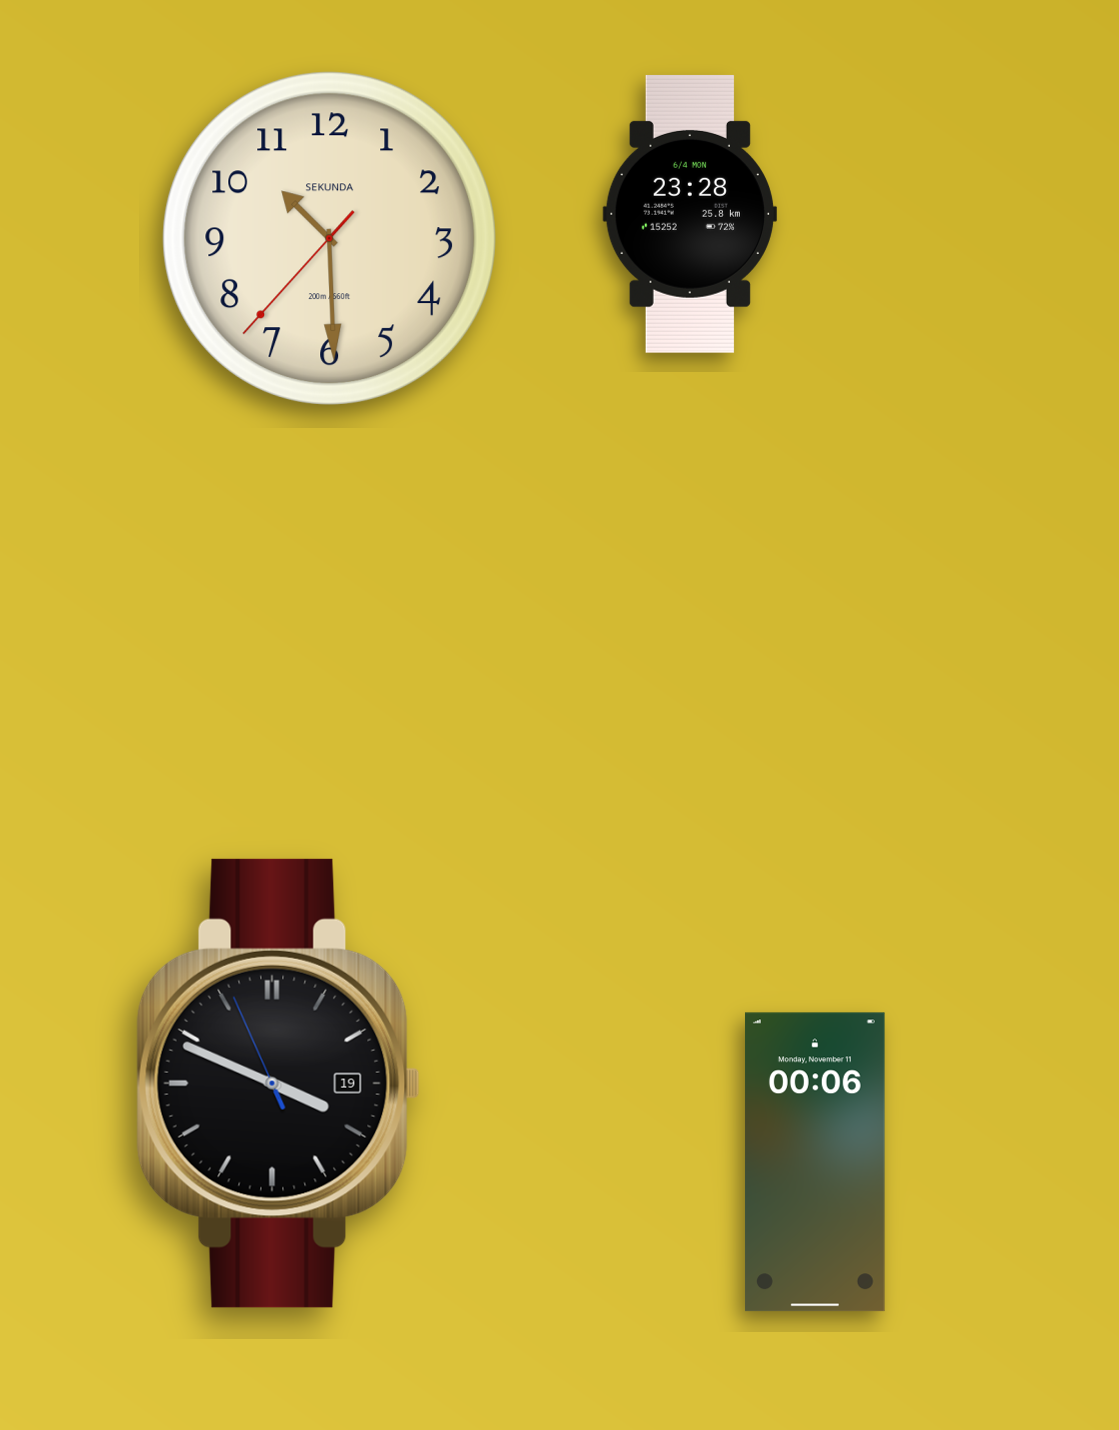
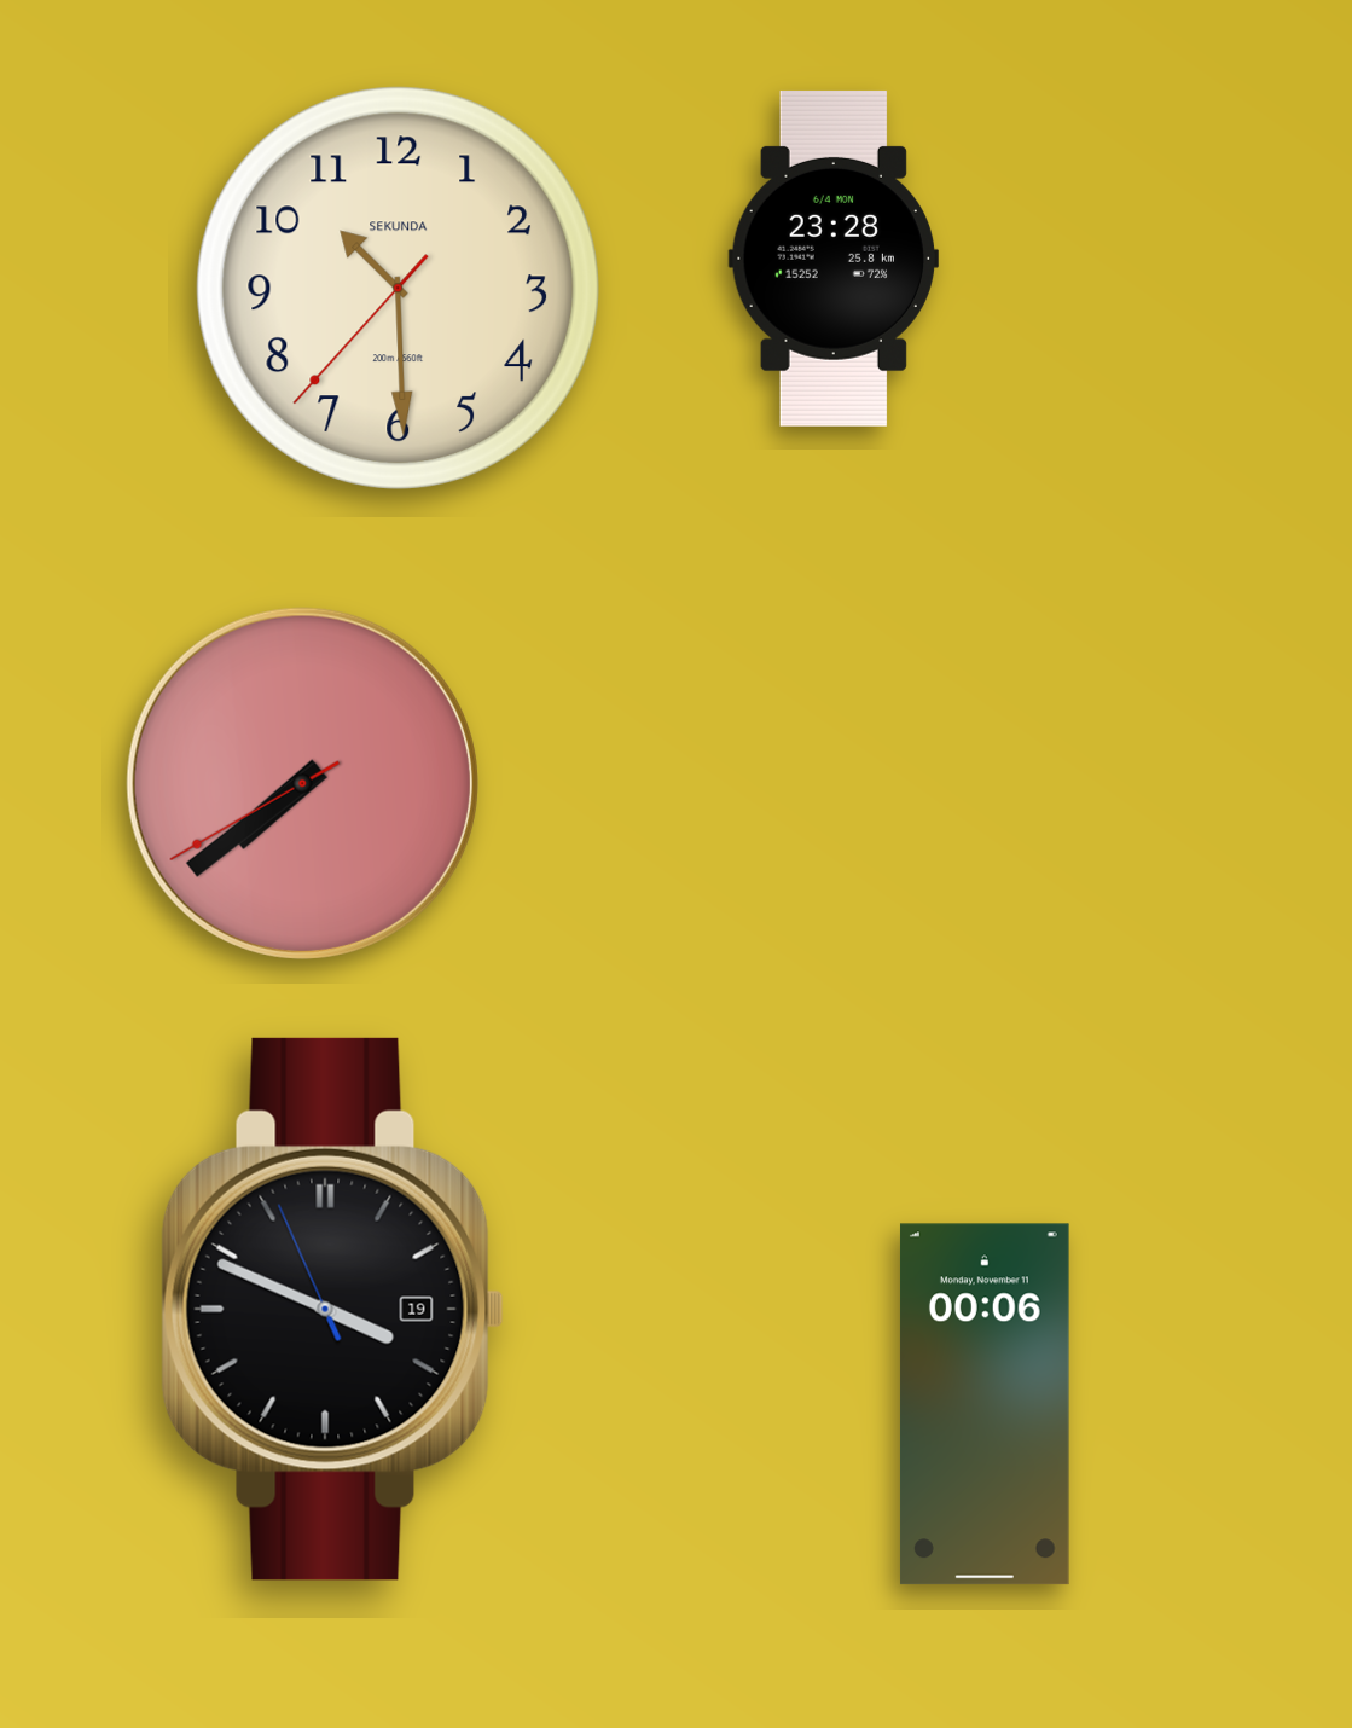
clock at (302, 783): none -> 7:38
clock at (278, 1083) position: (278, 1083) -> (332, 1309)
